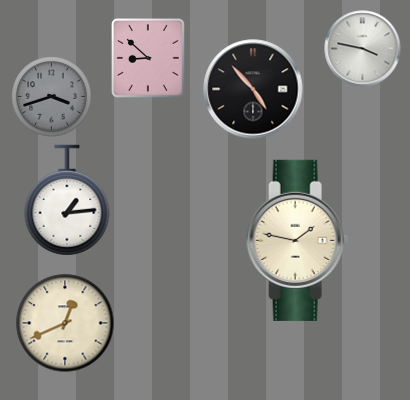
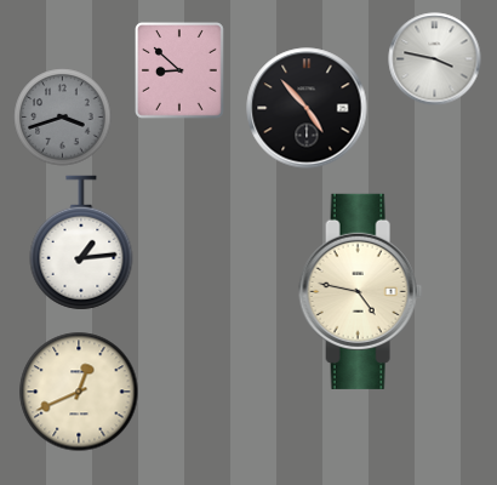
clock at (363, 49) position: (363, 49) -> (435, 59)
clock at (298, 240): 1:47 -> 4:47
